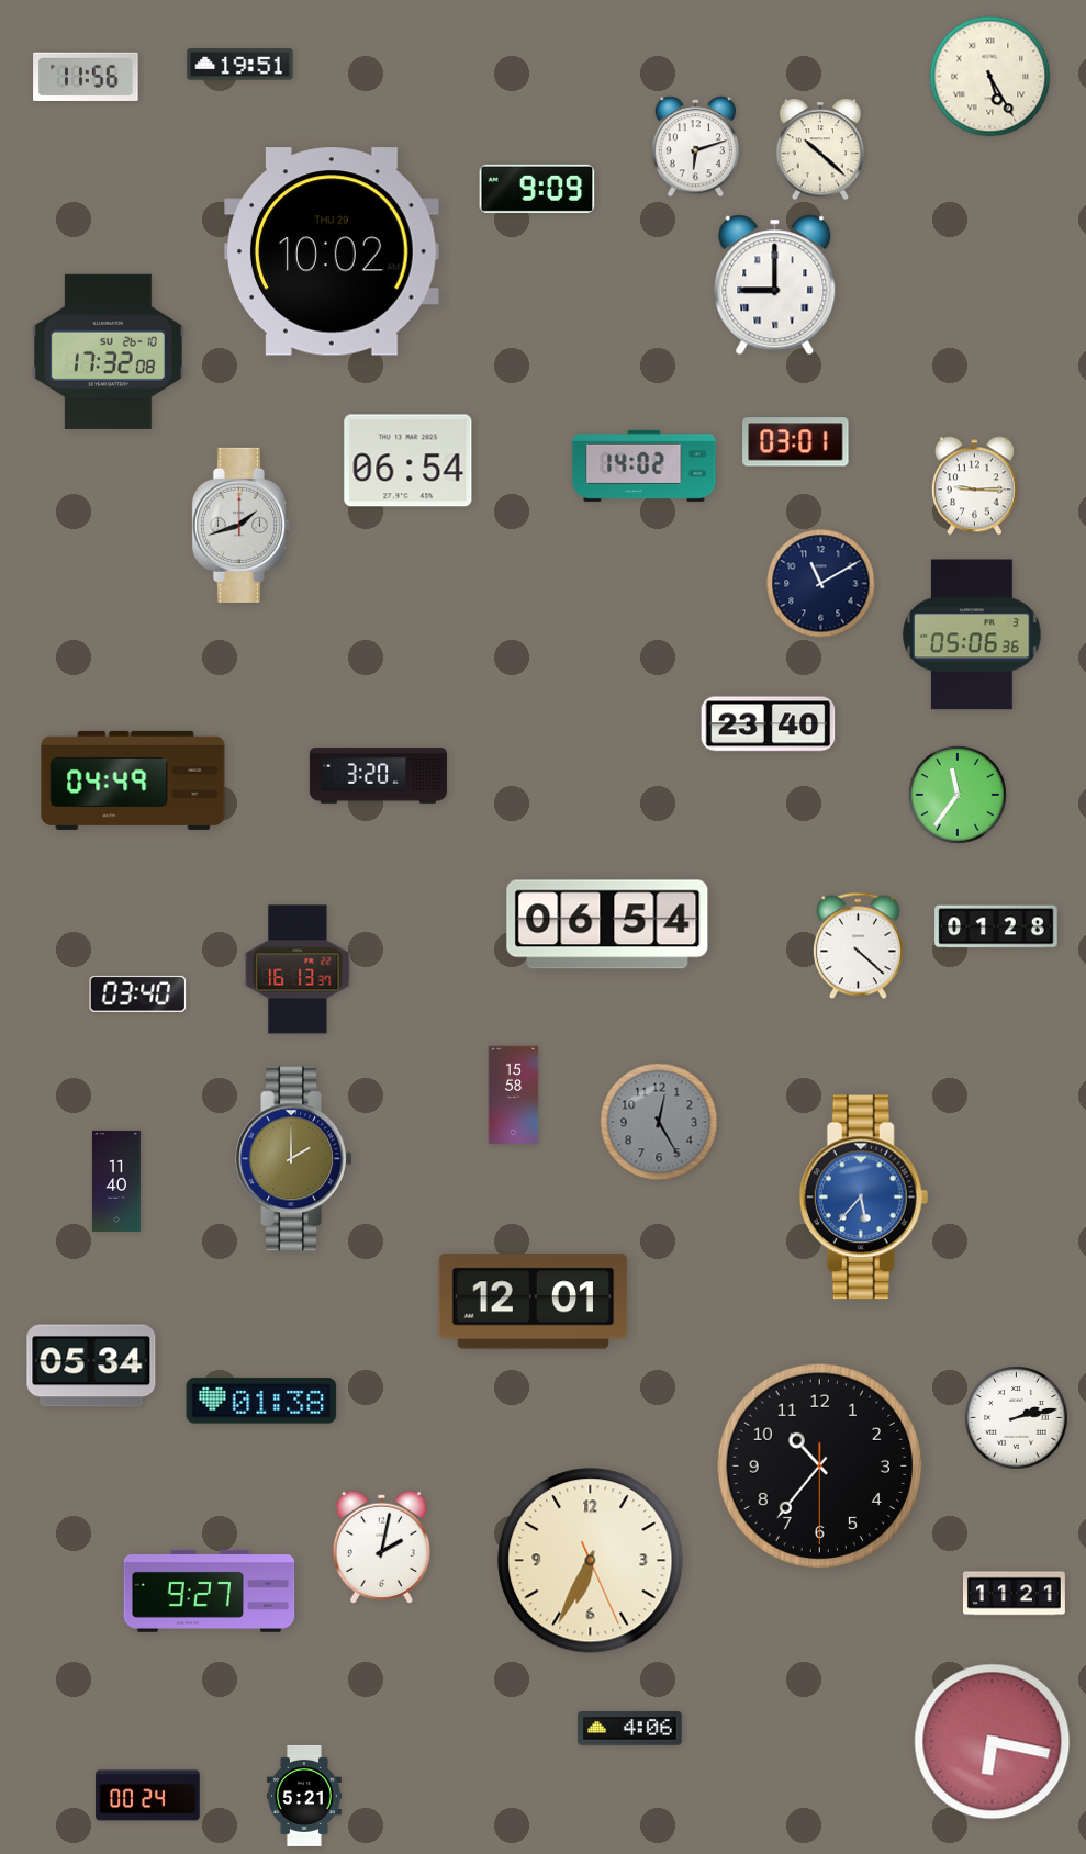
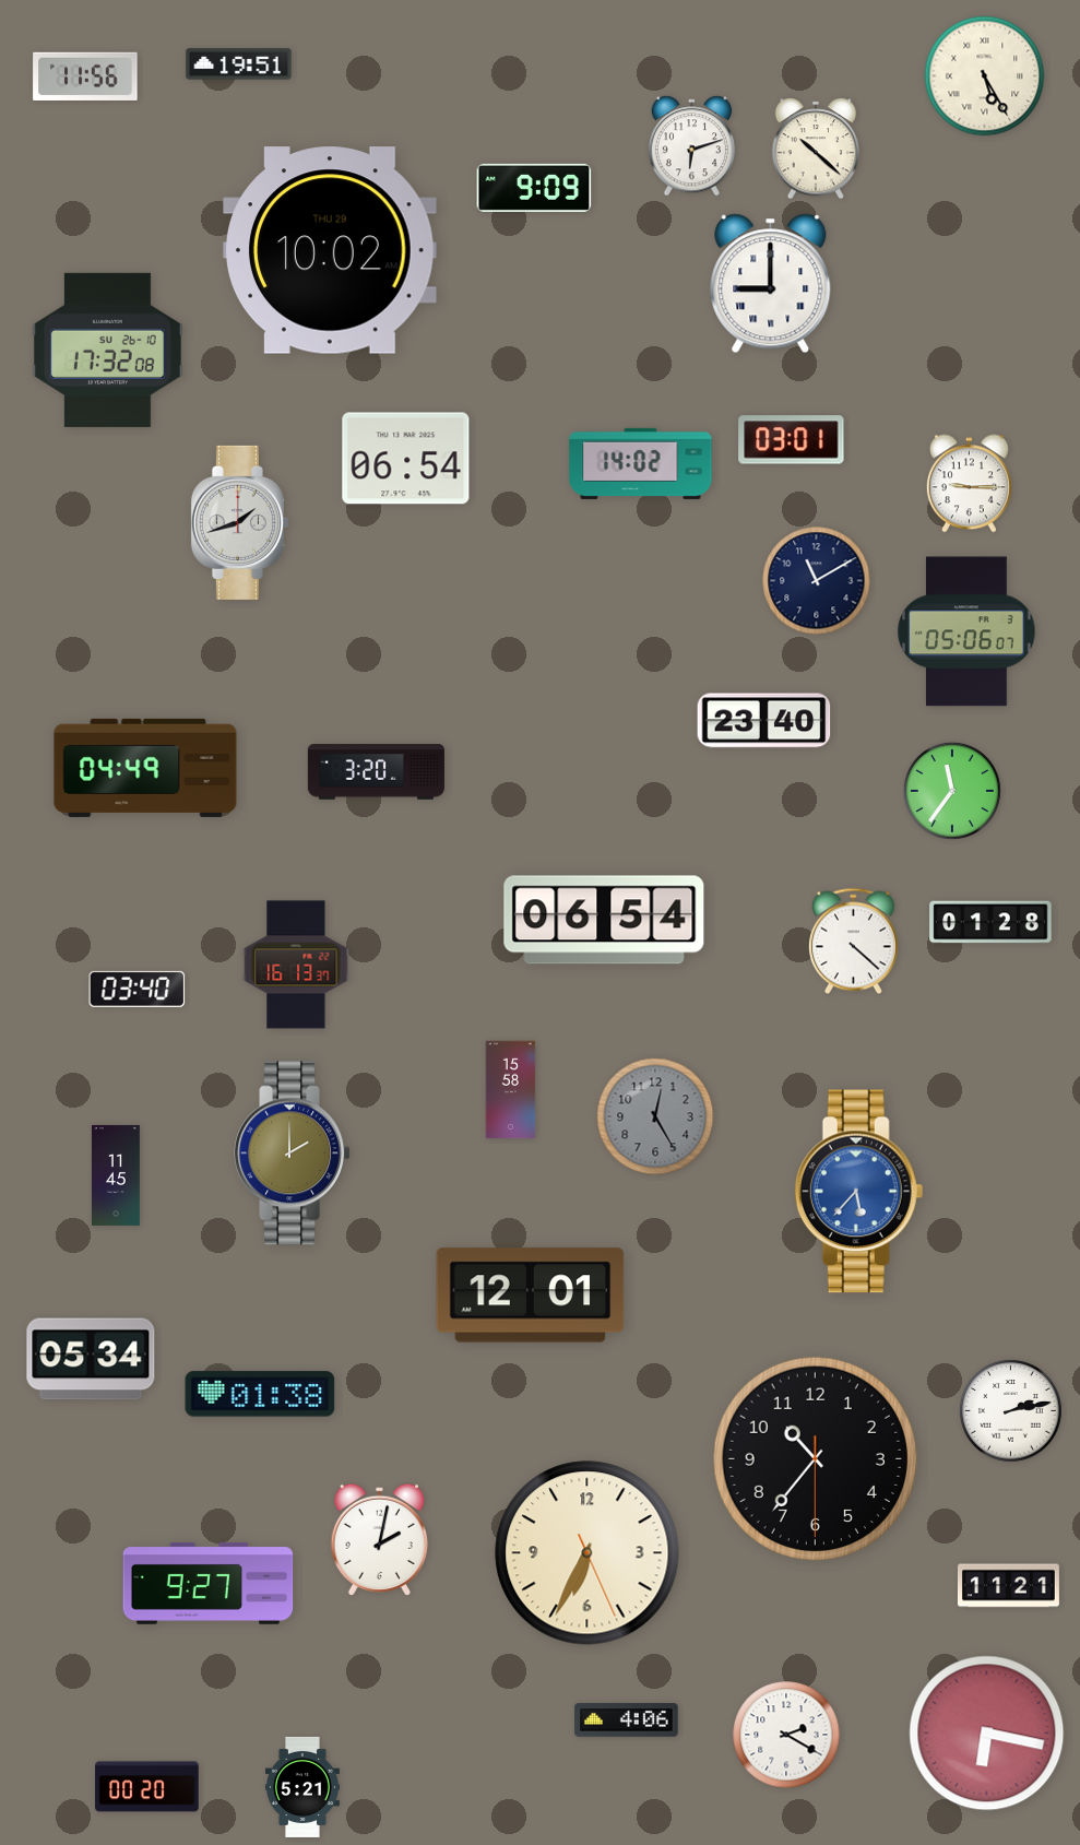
clock at (972, 634): 05:06:36 -> 05:06:07
clock at (133, 780) position: (133, 780) -> (145, 768)
clock at (117, 1181): 11:40 -> 11:45
clock at (786, 1735): none -> 2:20
clock at (148, 1796): 00:24 -> 00:20
